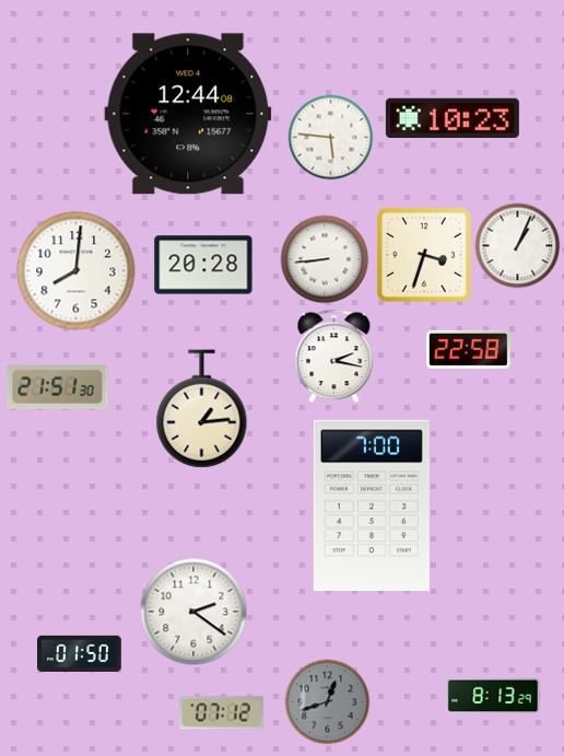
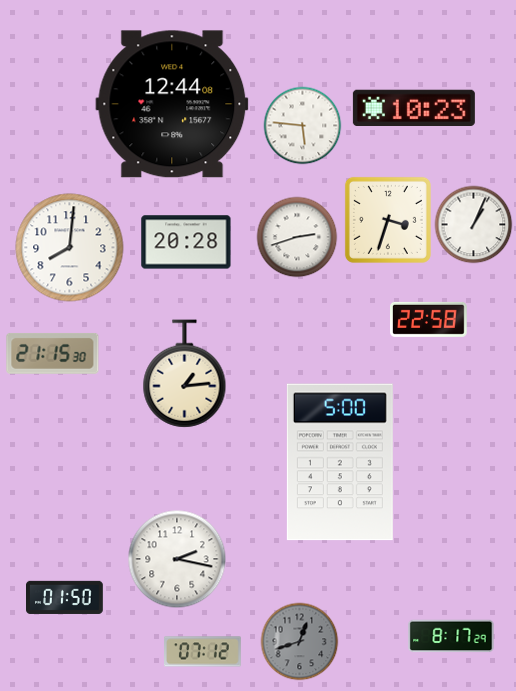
clock at (424, 255) position: (424, 255) -> (388, 220)
clock at (325, 259): 8:44 -> 2:42
clock at (334, 356): 2:17 -> none
clock at (58, 386): 21:51 -> 21:15
clock at (372, 505): 7:00 -> 5:00
clock at (193, 612): 2:21 -> 2:17
clock at (80, 653) position: (80, 653) -> (65, 597)
clock at (493, 696): 8:13 -> 8:17
